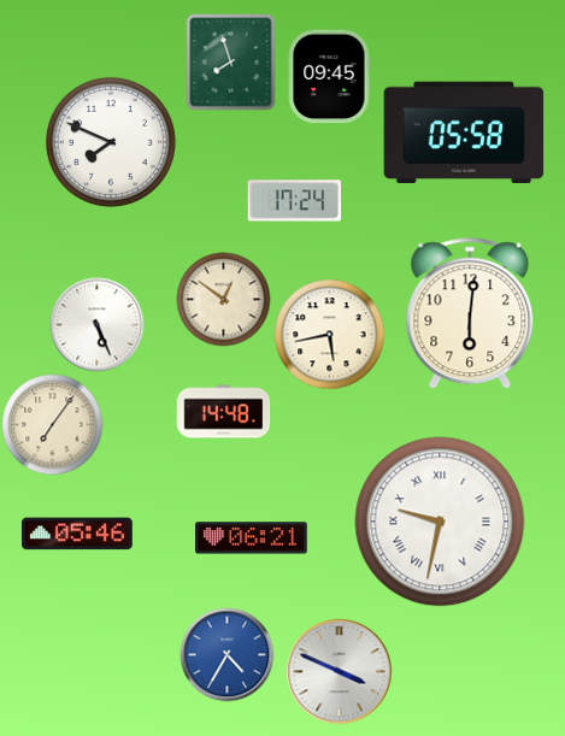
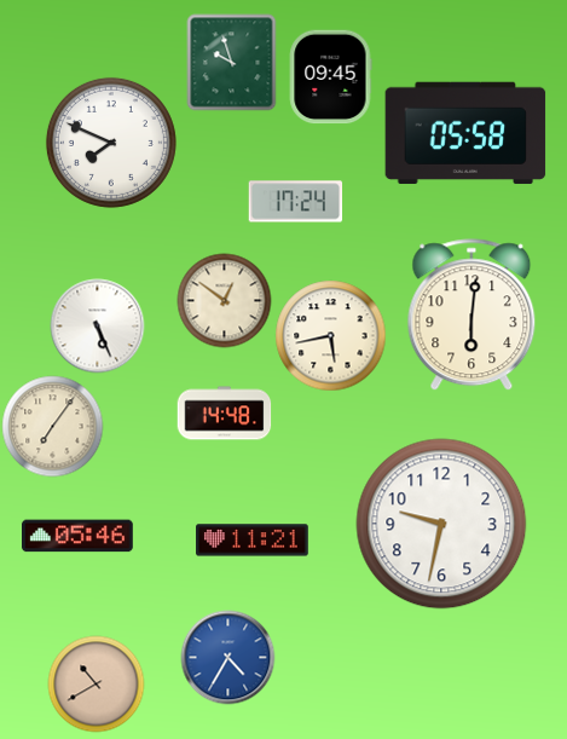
clock at (231, 61): 7:57 -> 9:57
clock at (440, 522) numerals: Roman -> Arabic
clock at (252, 538): 06:21 -> 11:21
clock at (339, 671): 3:49 -> none
clock at (96, 683): none -> 10:40
